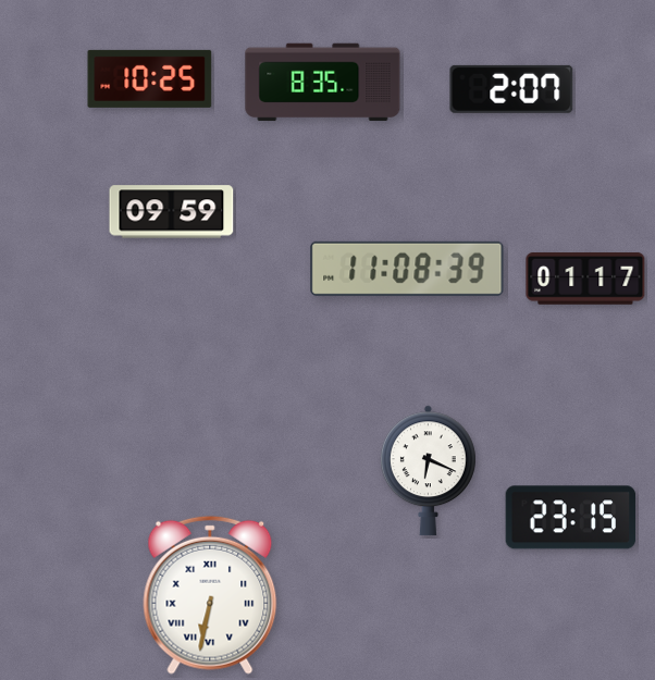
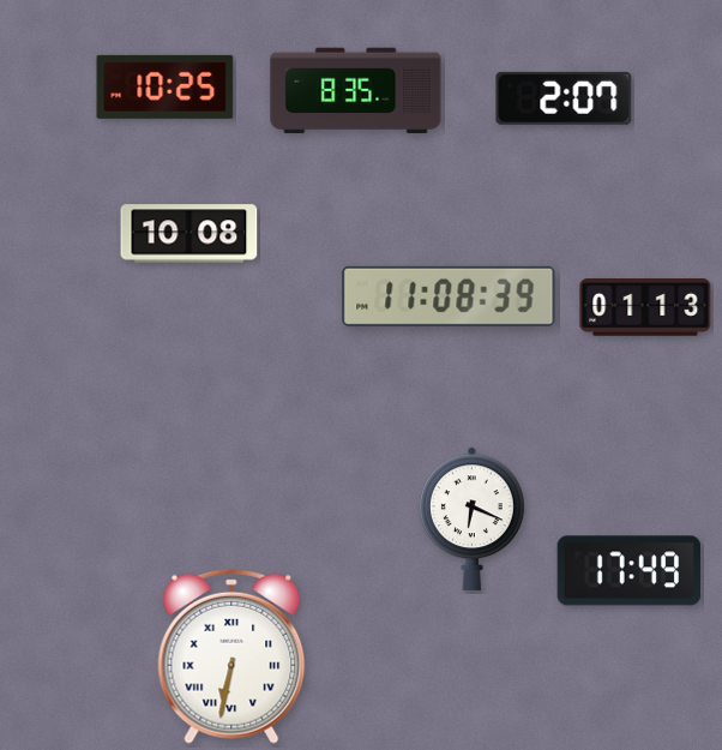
clock at (172, 212): 09:59 -> 10:08
clock at (585, 280): 01:17 -> 01:13
clock at (571, 518): 23:15 -> 17:49
